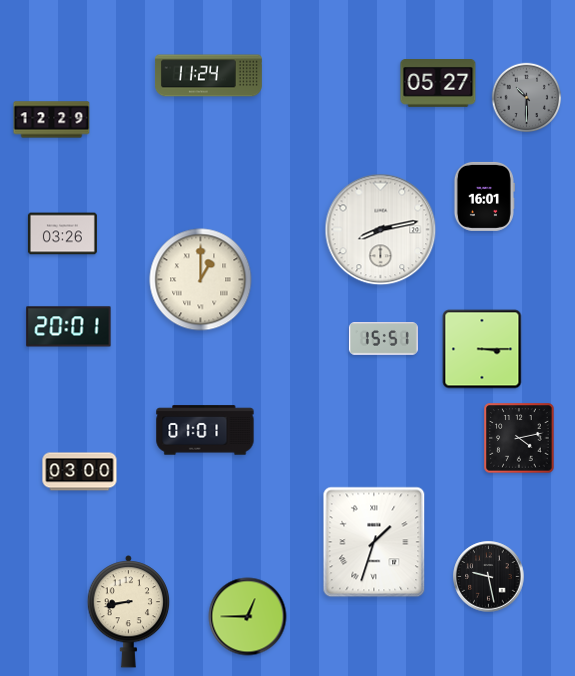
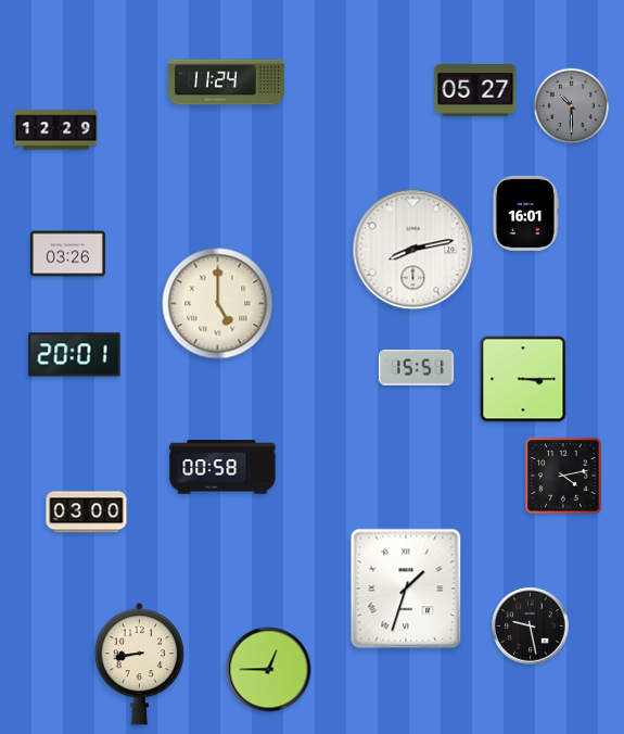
clock at (201, 280): 1:00 -> 5:00
clock at (205, 430): 01:01 -> 00:58
